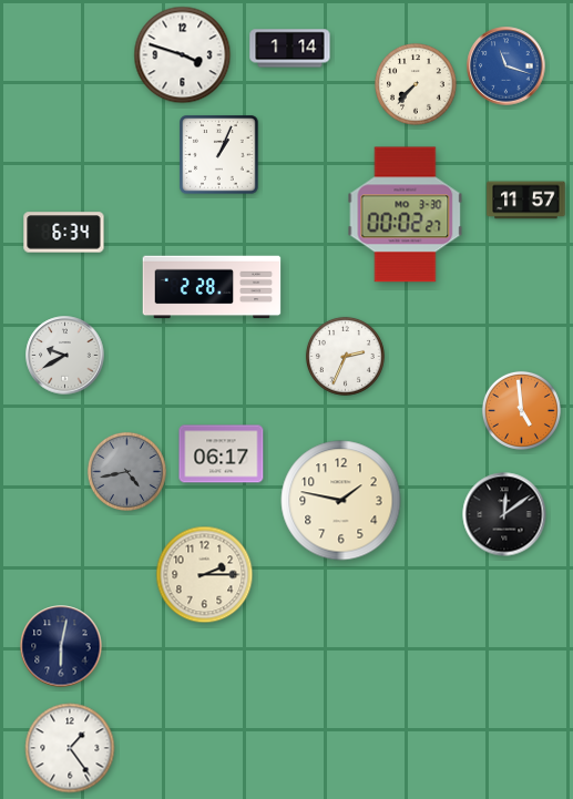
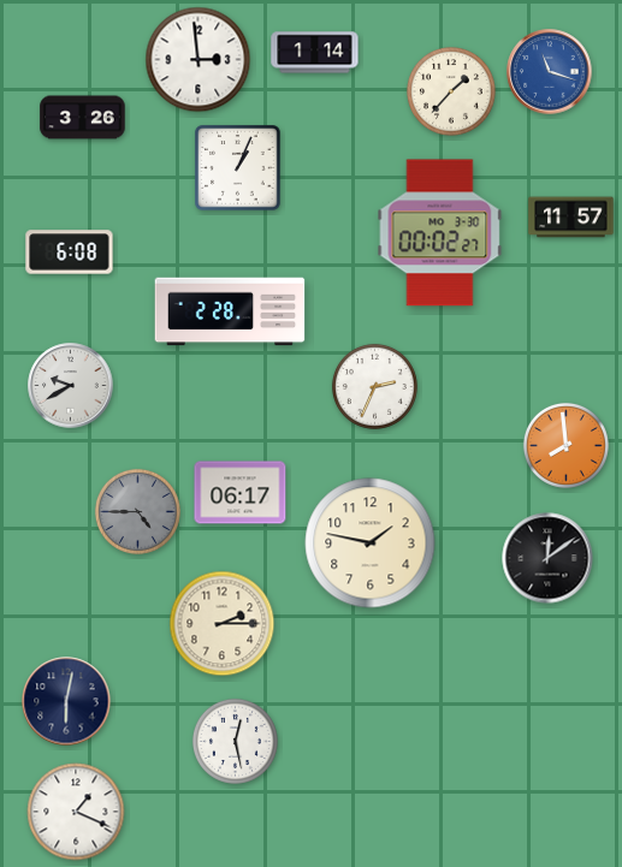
clock at (183, 55): 3:48 -> 2:59
clock at (416, 84): 7:37 -> 1:37
clock at (83, 118): none -> 3:26
clock at (64, 233): 6:34 -> 6:08
clock at (521, 410): 4:59 -> 7:59
clock at (126, 471): 4:43 -> 4:45
clock at (235, 741): none -> 12:28
clock at (70, 748): 1:24 -> 1:19
